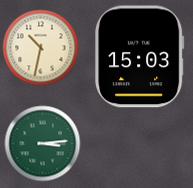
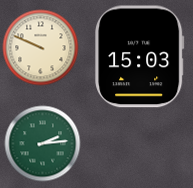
clock at (41, 48): 10:32 -> 9:49
clock at (43, 144): 3:14 -> 2:14
